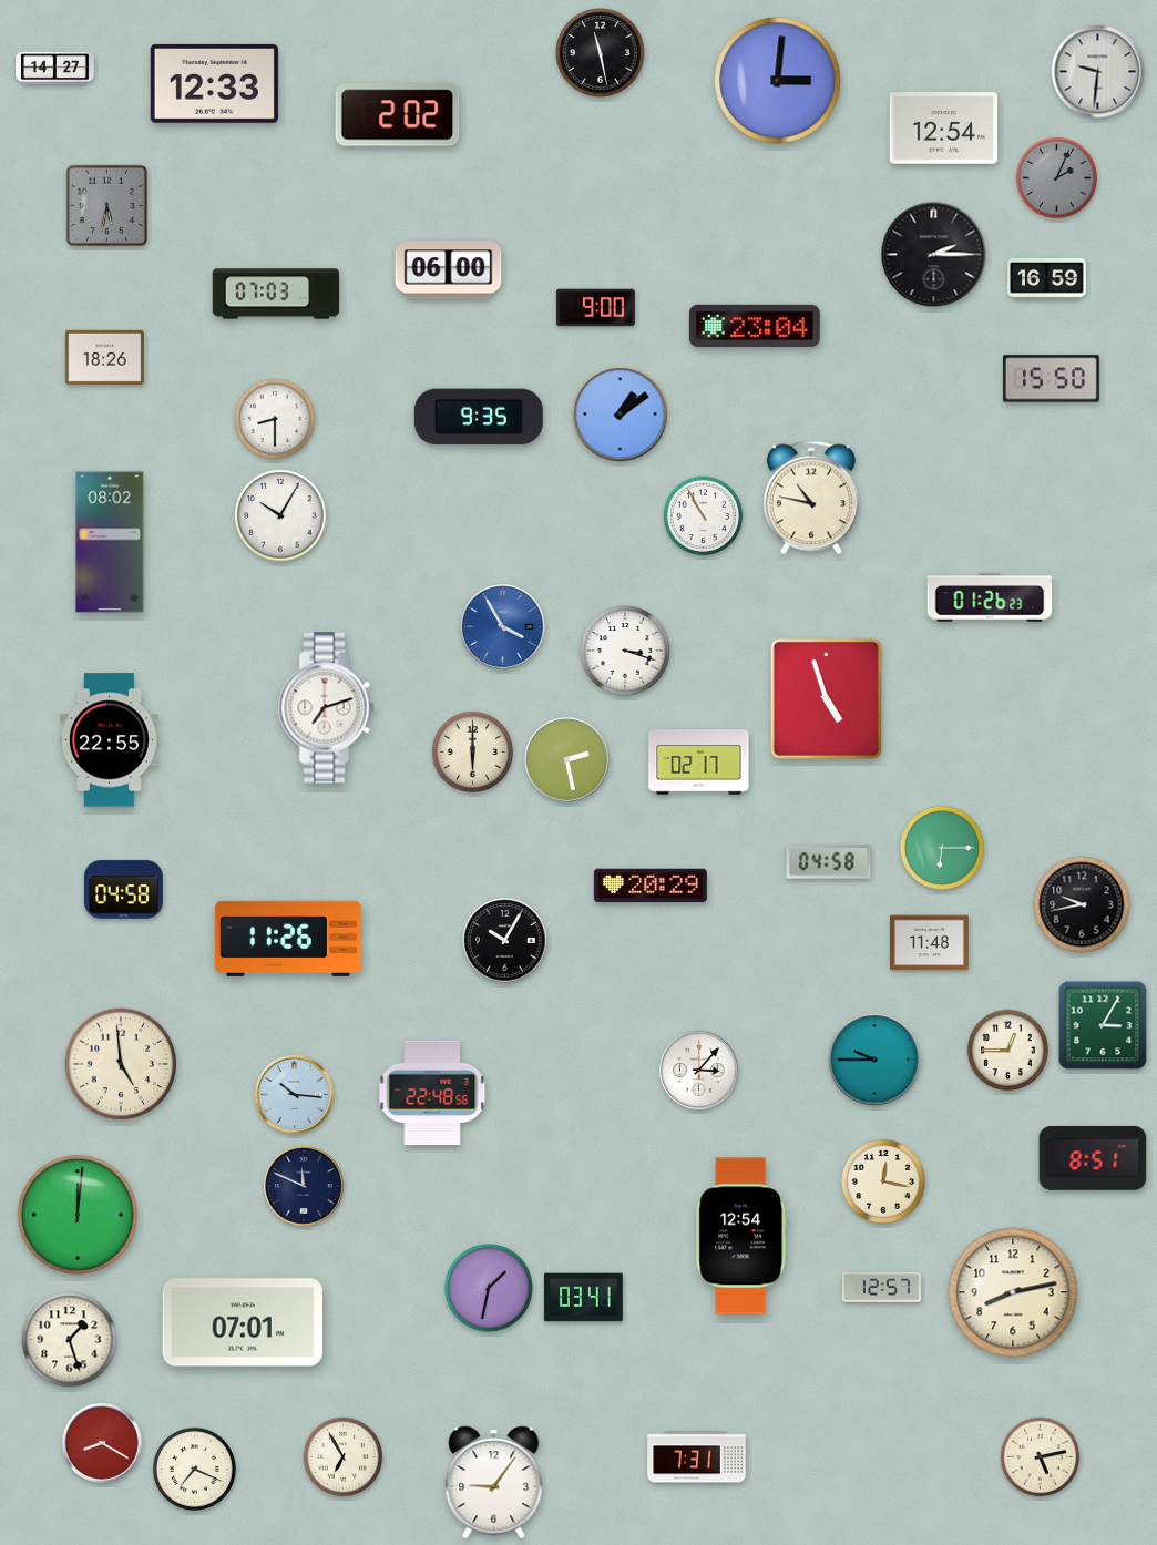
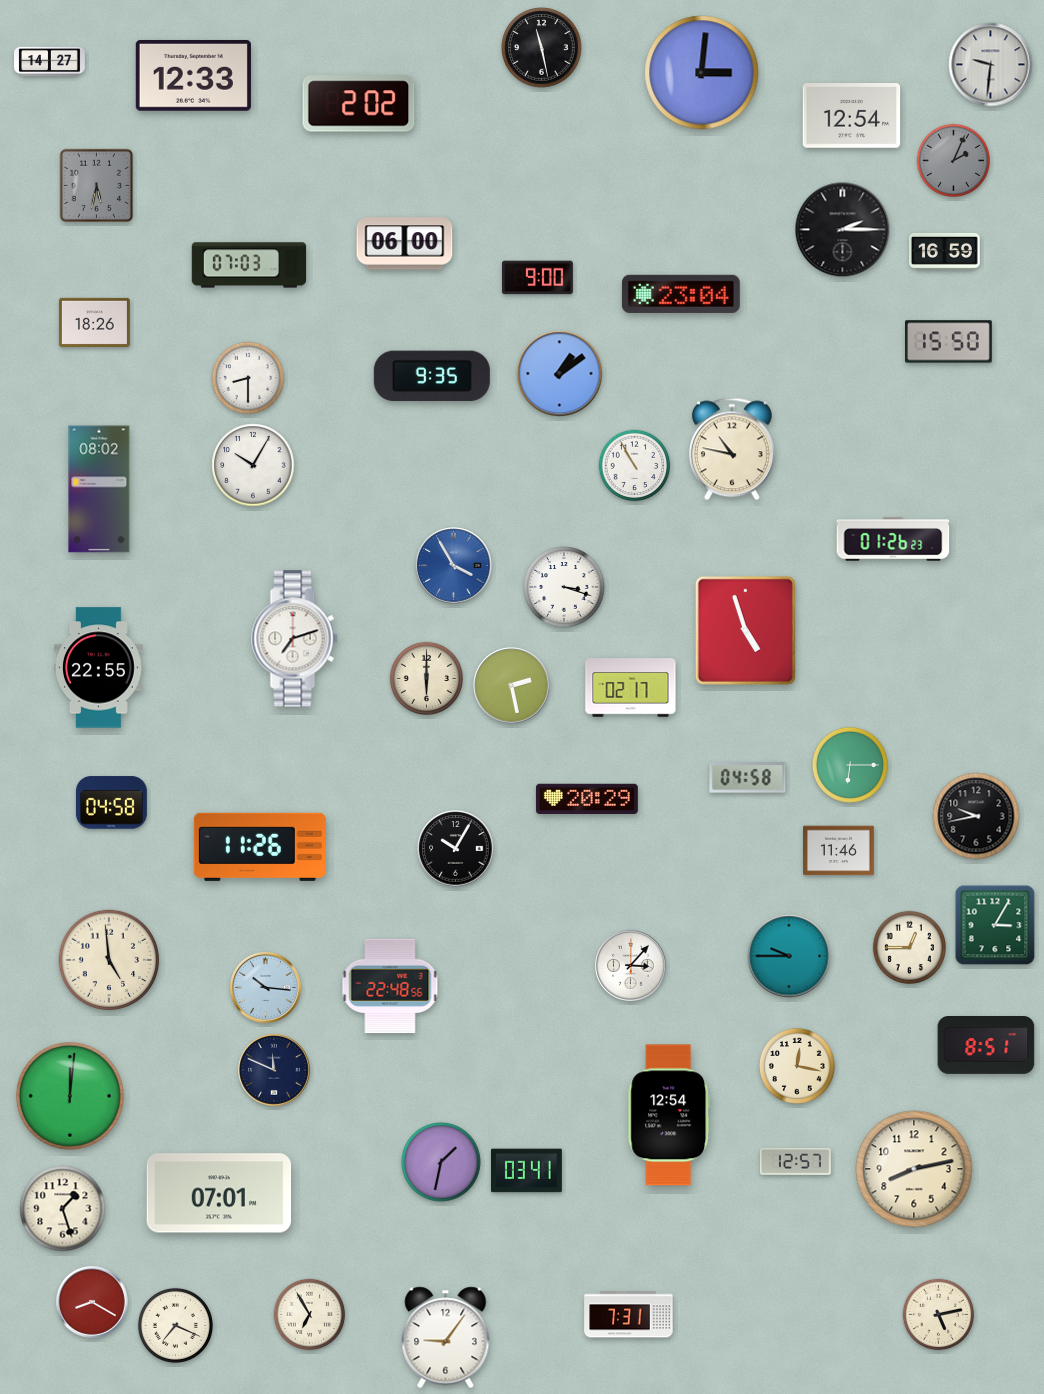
clock at (930, 943): 11:48 -> 11:46
clock at (1013, 1292) position: (1013, 1292) -> (914, 1169)
